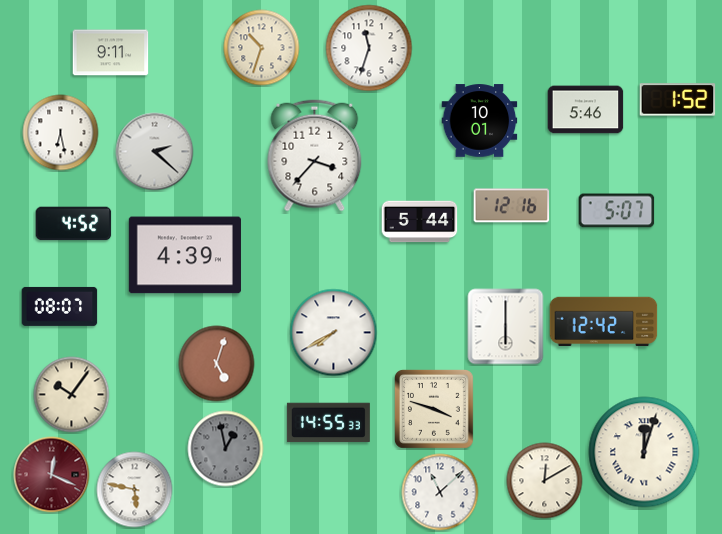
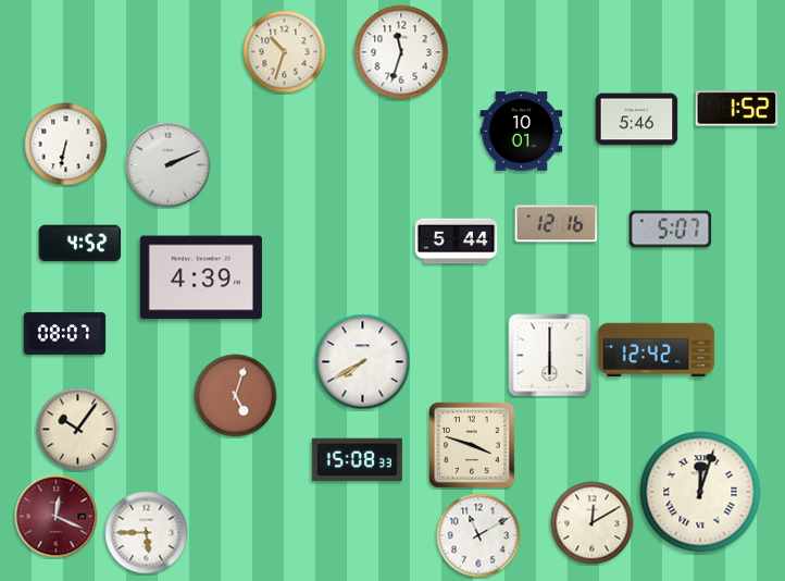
clock at (111, 53): 9:11 -> none
clock at (61, 133): 6:28 -> 6:32
clock at (155, 152): 2:22 -> 2:11
clock at (315, 156): 3:37 -> none
clock at (328, 423): 14:55 -> 15:08
clock at (226, 449): 12:58 -> none
clock at (135, 490): 5:47 -> 5:45
clock at (440, 492): 11:08 -> 11:10
